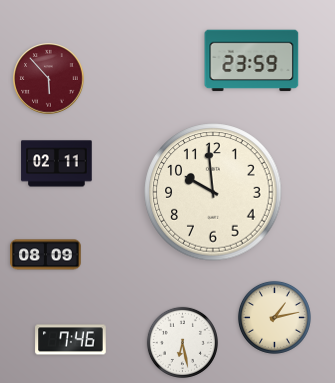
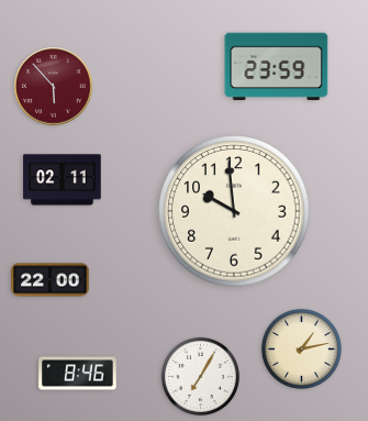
clock at (46, 255): 08:09 -> 22:00
clock at (71, 340): 7:46 -> 8:46
clock at (182, 342): 6:28 -> 7:05
